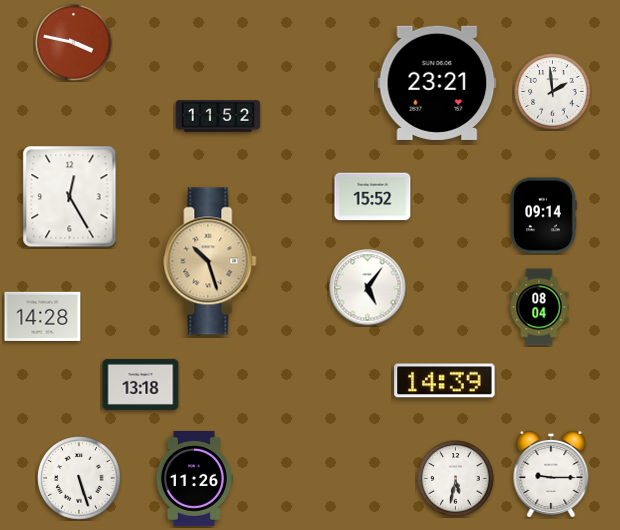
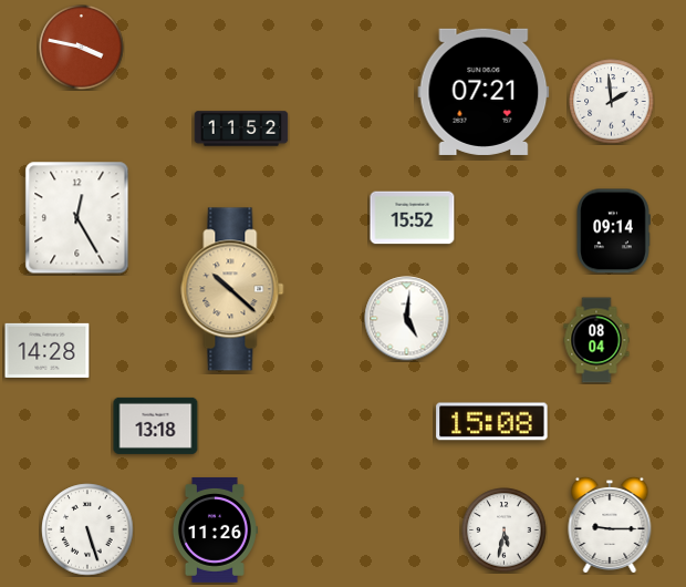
clock at (437, 83): 23:21 -> 07:21
clock at (543, 216) position: (543, 216) -> (613, 231)
clock at (210, 261): 10:27 -> 10:22
clock at (368, 288): 5:06 -> 5:01
clock at (445, 381): 14:39 -> 15:08
